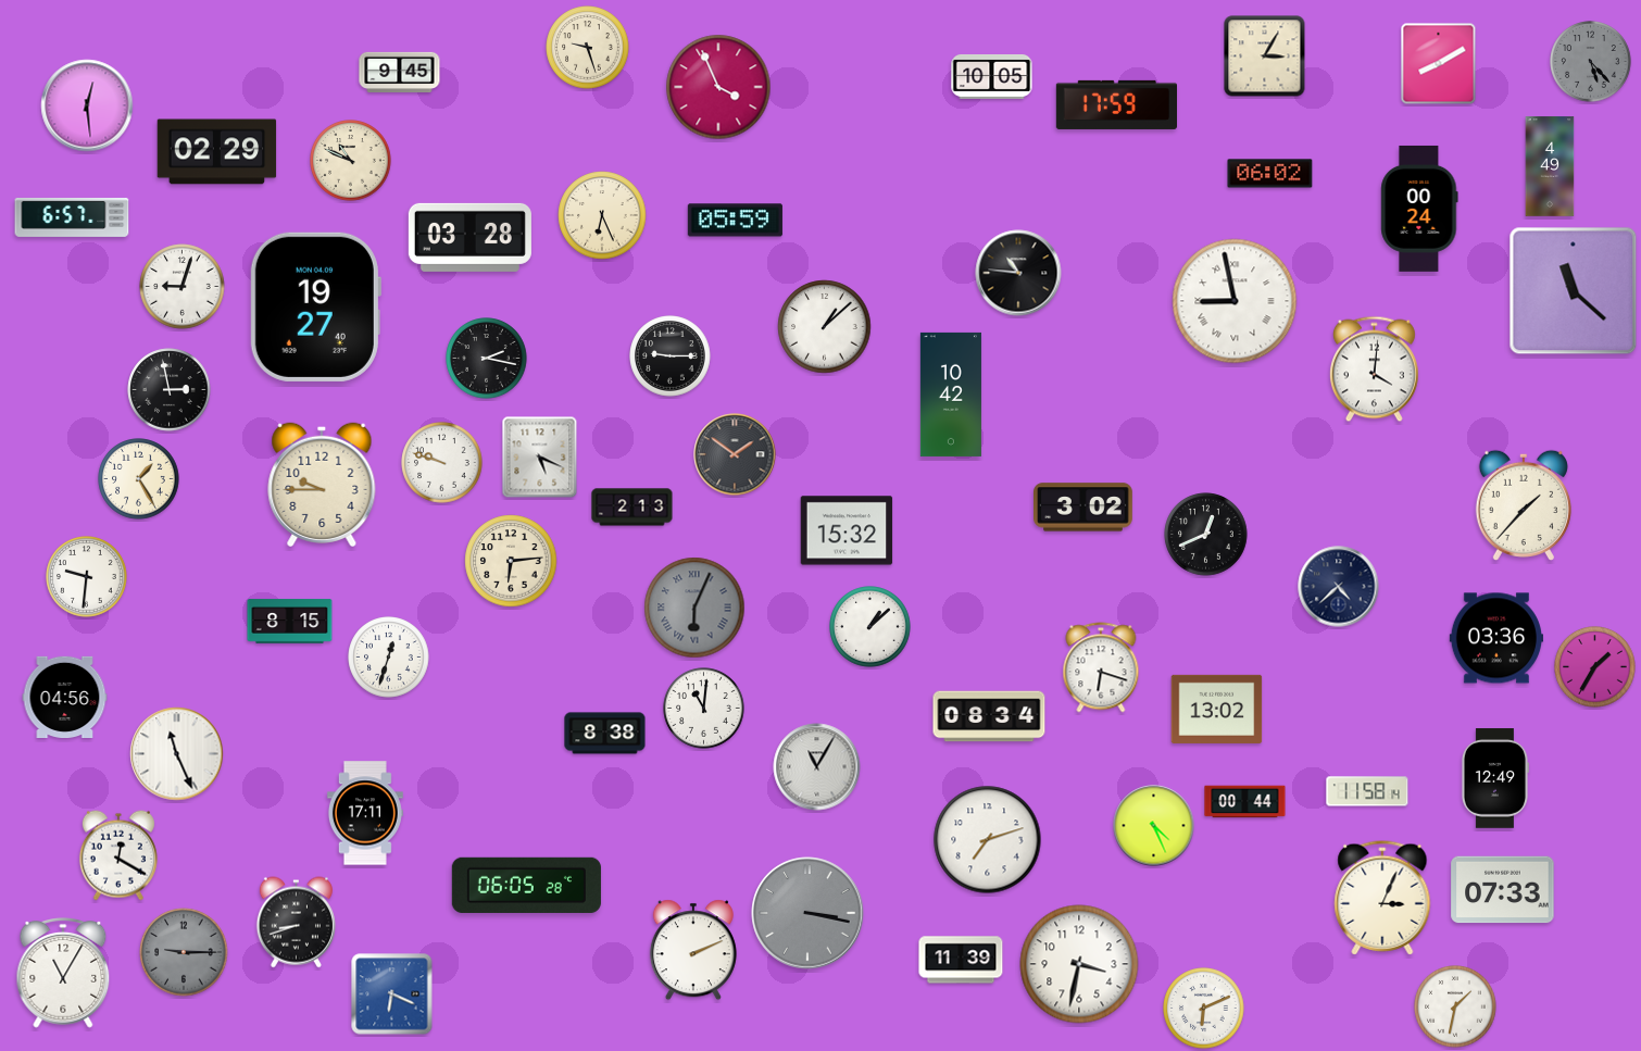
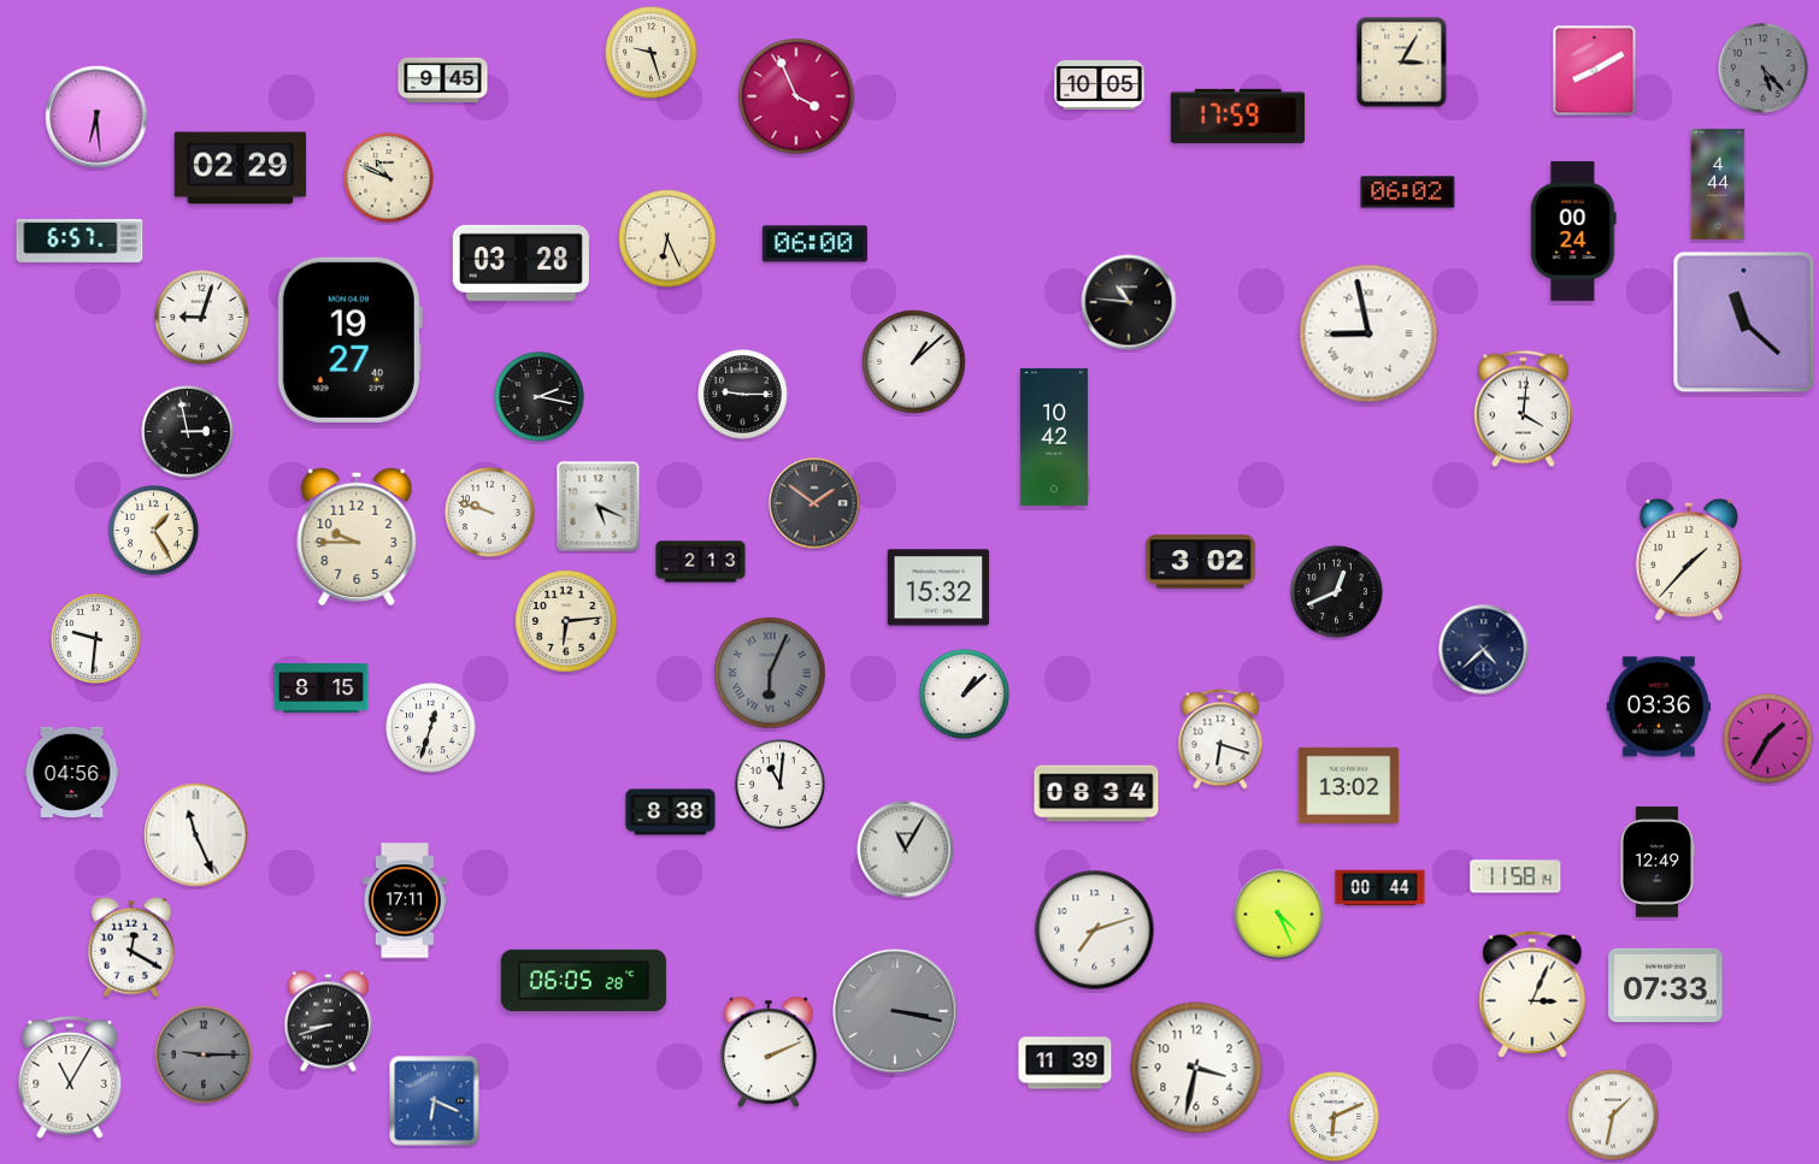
clock at (87, 105): 12:29 -> 6:29
clock at (1550, 166): 4:49 -> 4:44
clock at (735, 221): 05:59 -> 06:00
